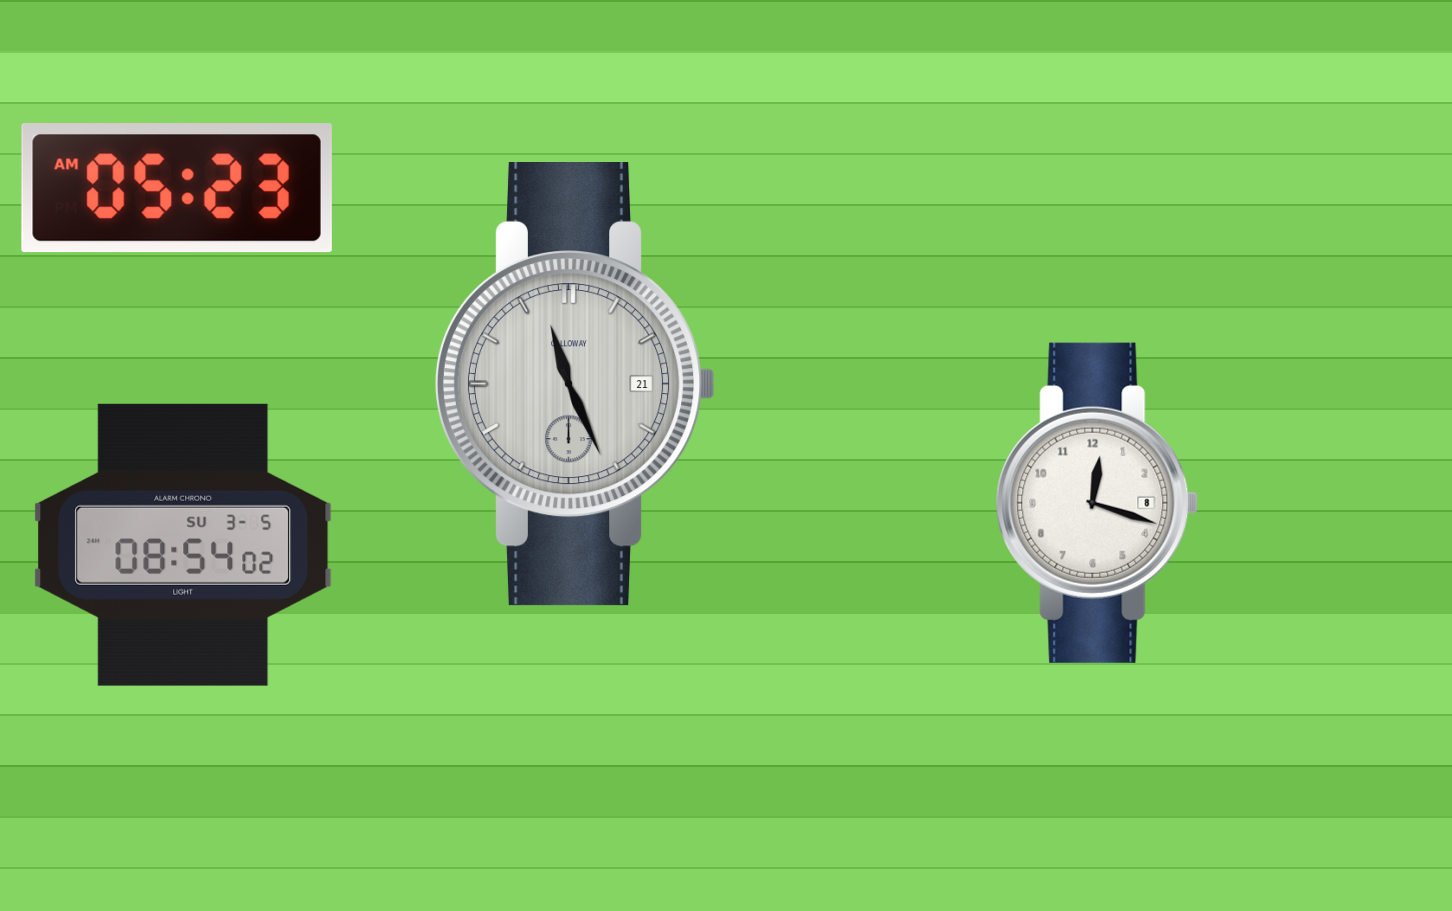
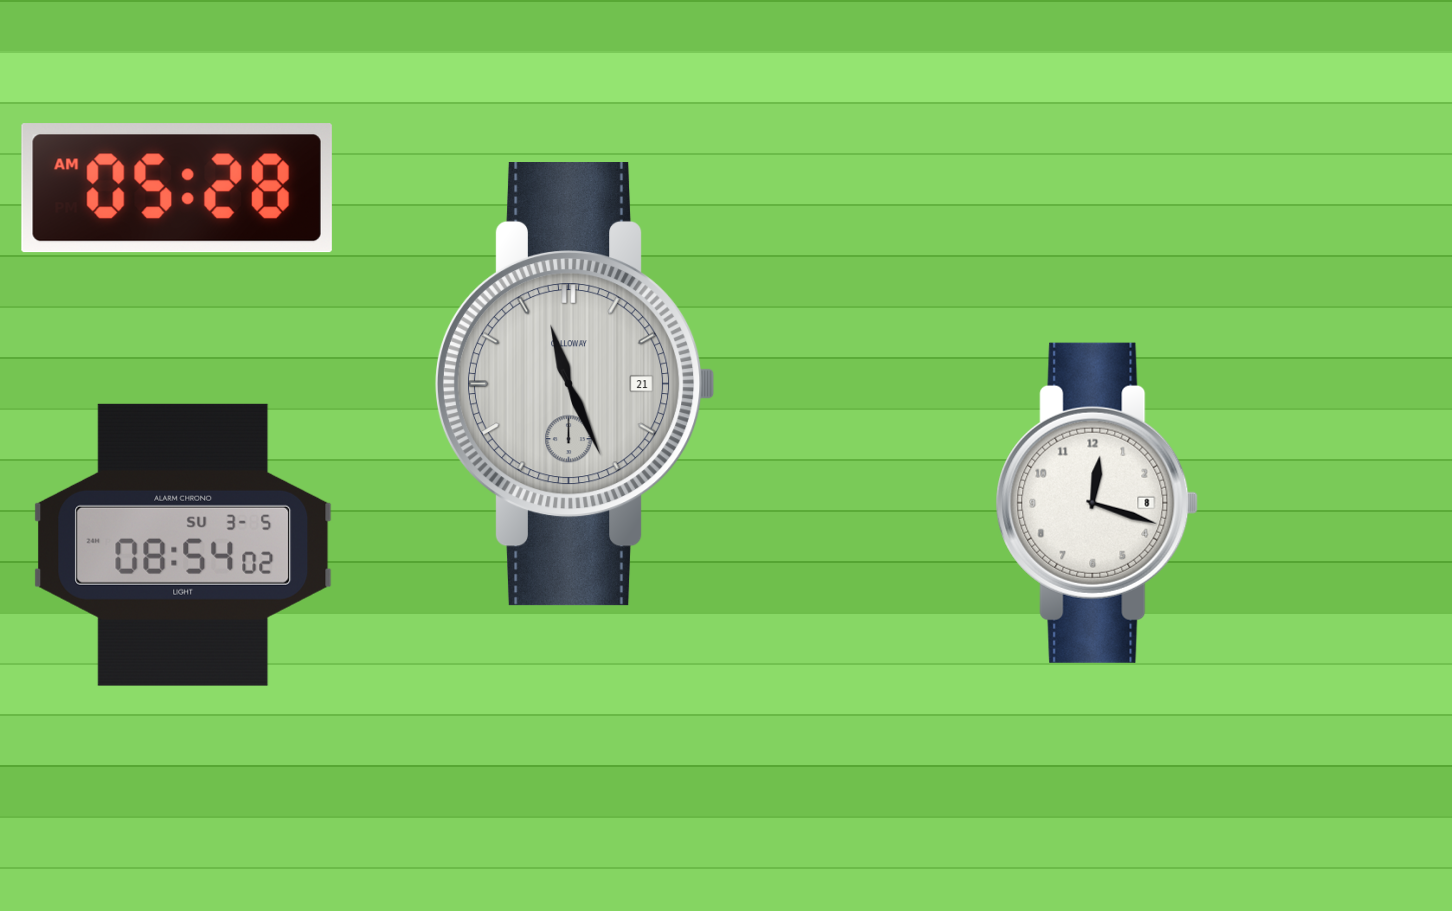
clock at (177, 188): 05:23 -> 05:28
